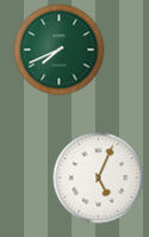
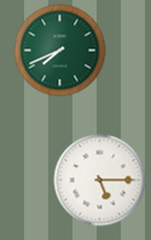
clock at (99, 178): 5:04 -> 5:15
